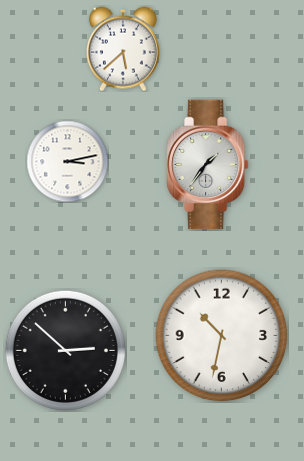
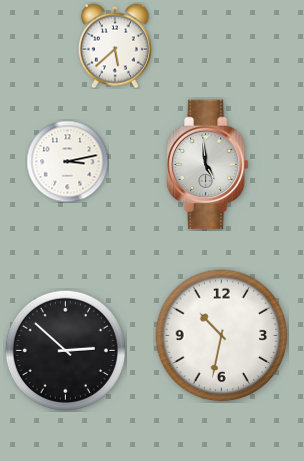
clock at (123, 49) position: (123, 49) -> (115, 46)
clock at (207, 165): 1:36 -> 4:59
